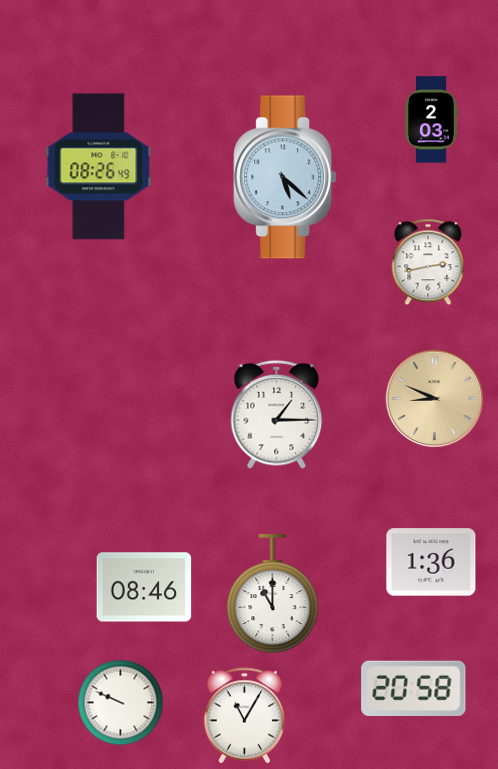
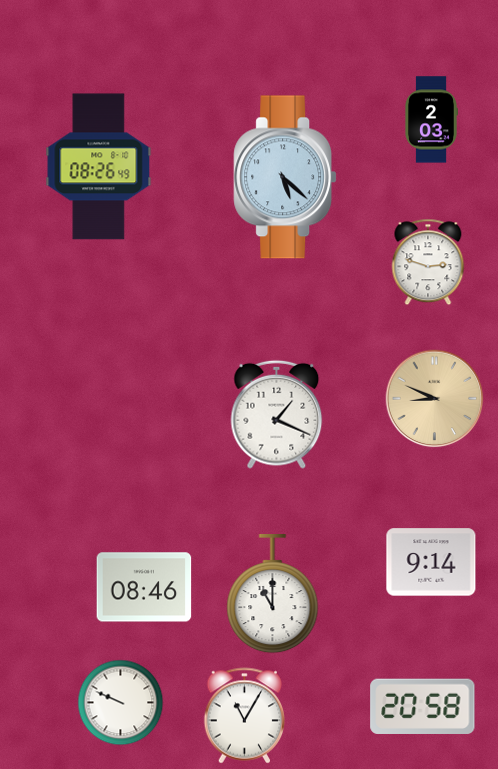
clock at (428, 262): 2:43 -> 2:48
clock at (277, 414): 1:15 -> 1:19
clock at (431, 562): 1:36 -> 9:14
clock at (414, 688) position: (414, 688) -> (423, 706)
